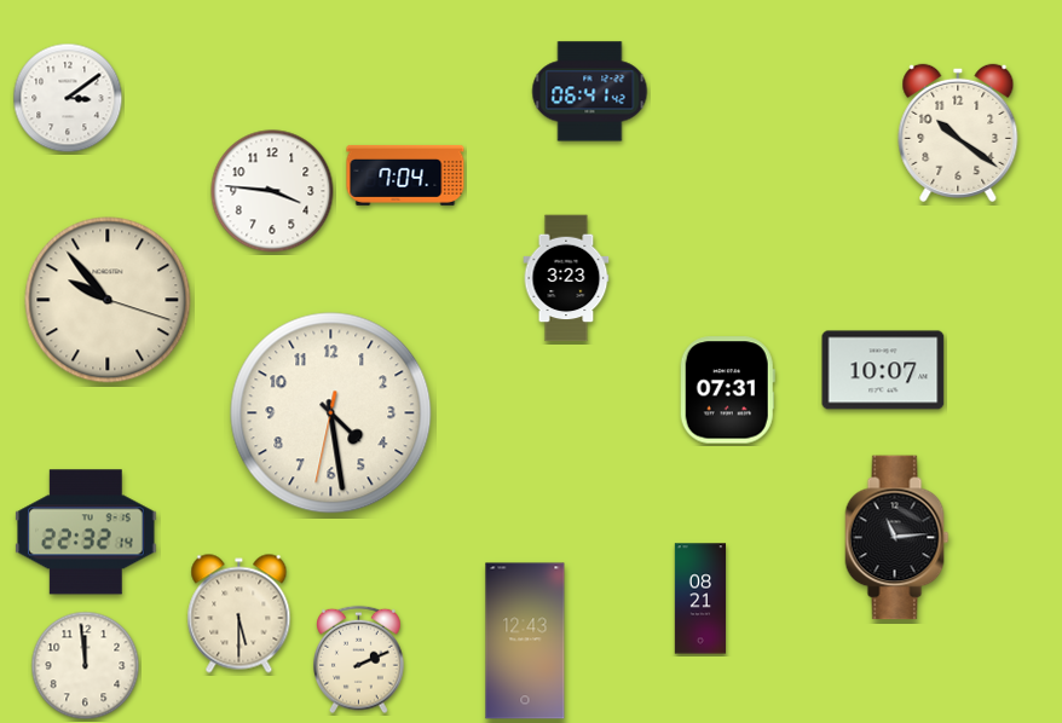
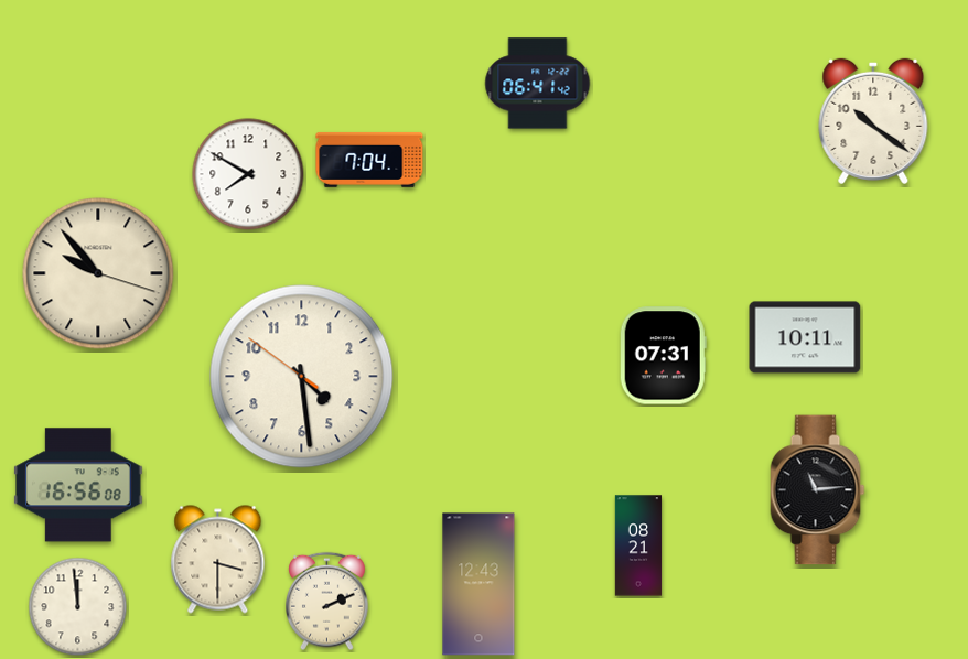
clock at (68, 98): 3:09 -> none
clock at (272, 191): 3:46 -> 7:50
clock at (566, 278): 3:23 -> none
clock at (883, 370): 10:07 -> 10:11
clock at (331, 413): 4:28:32 -> 4:28:51
clock at (86, 532): 22:32 -> 16:56
clock at (239, 614): 5:30 -> 3:30
